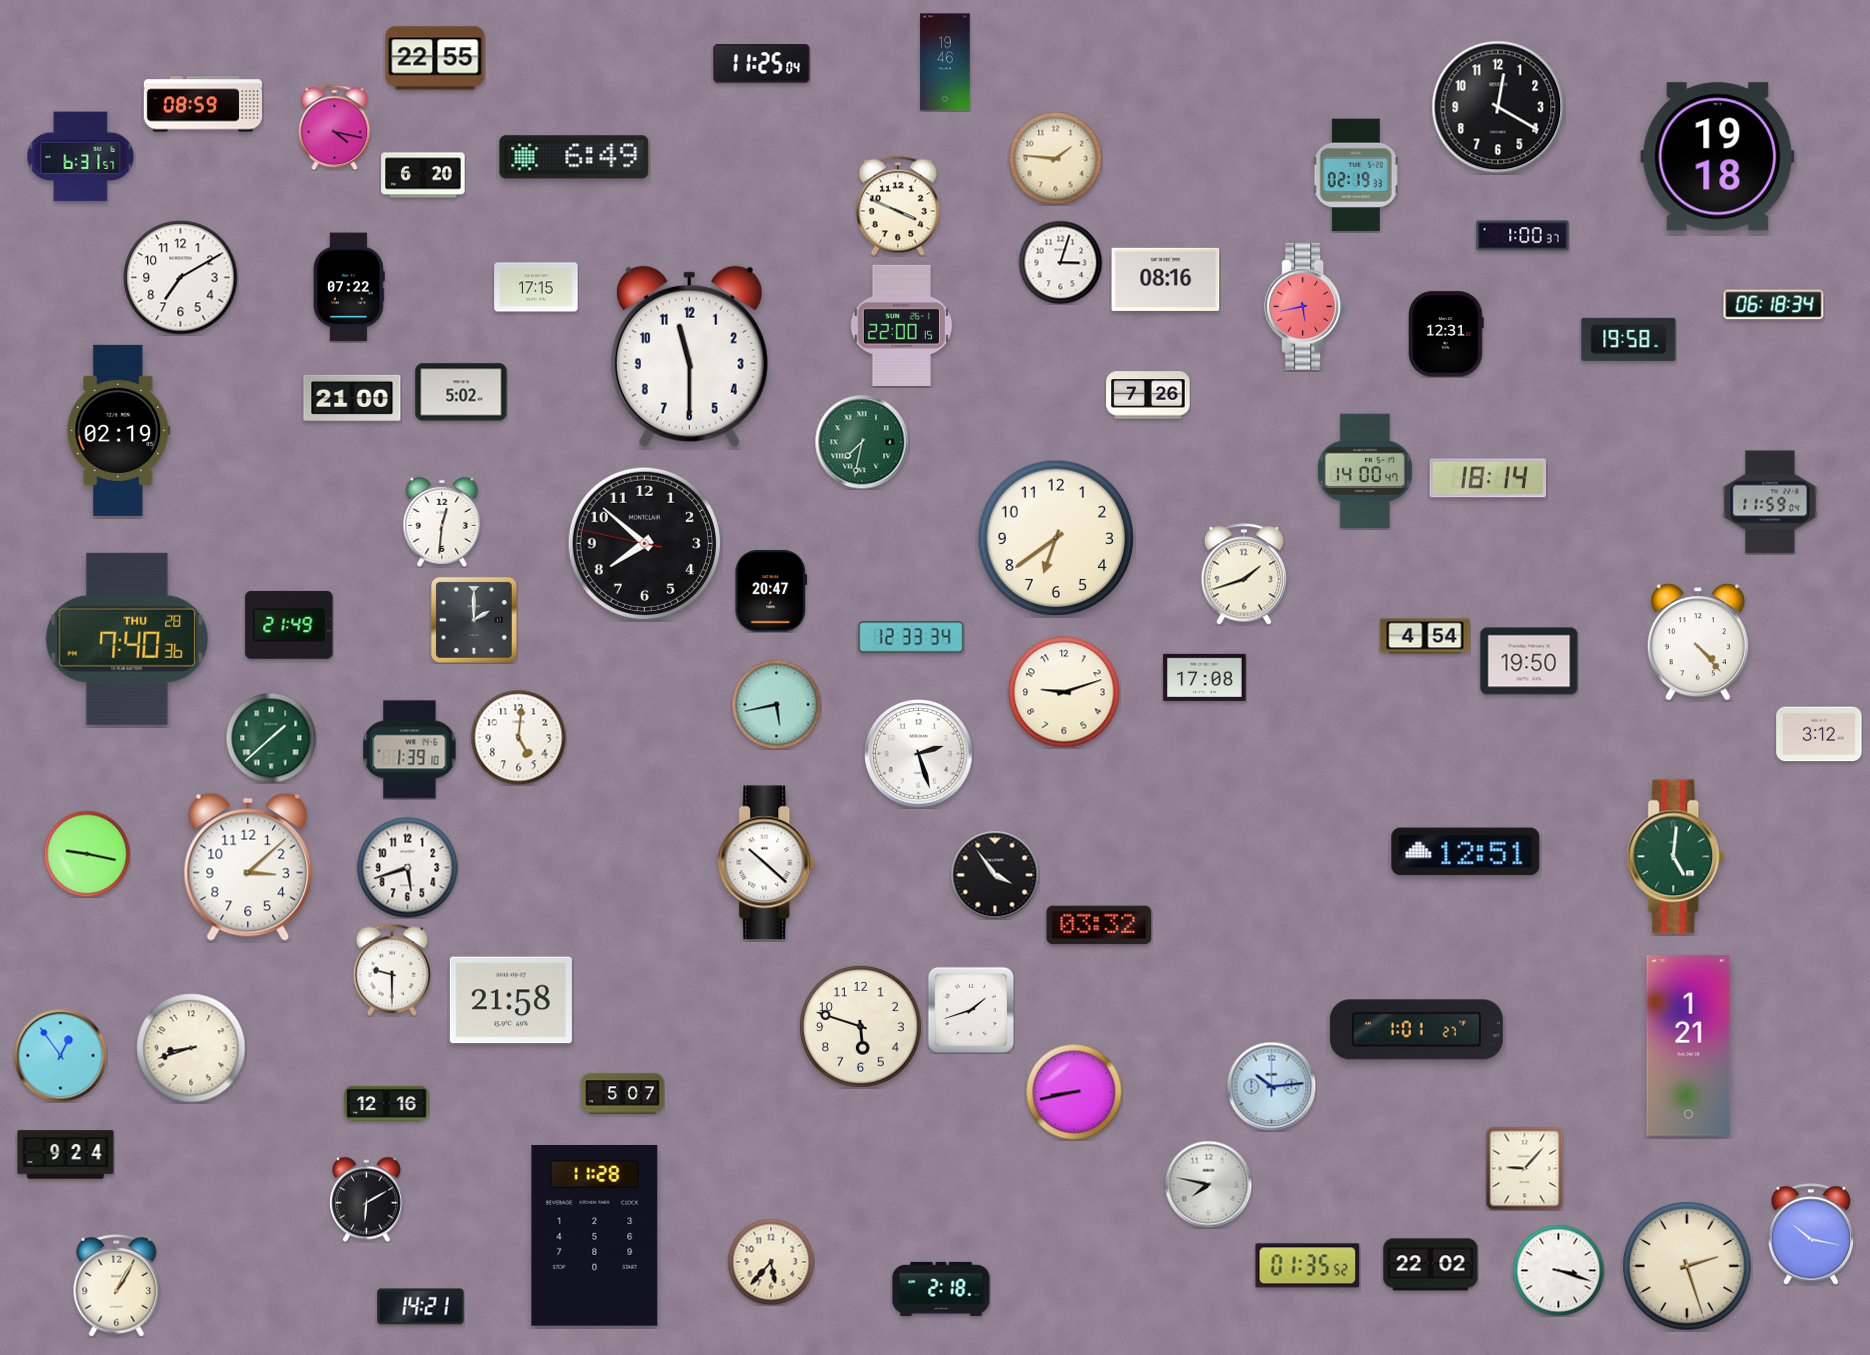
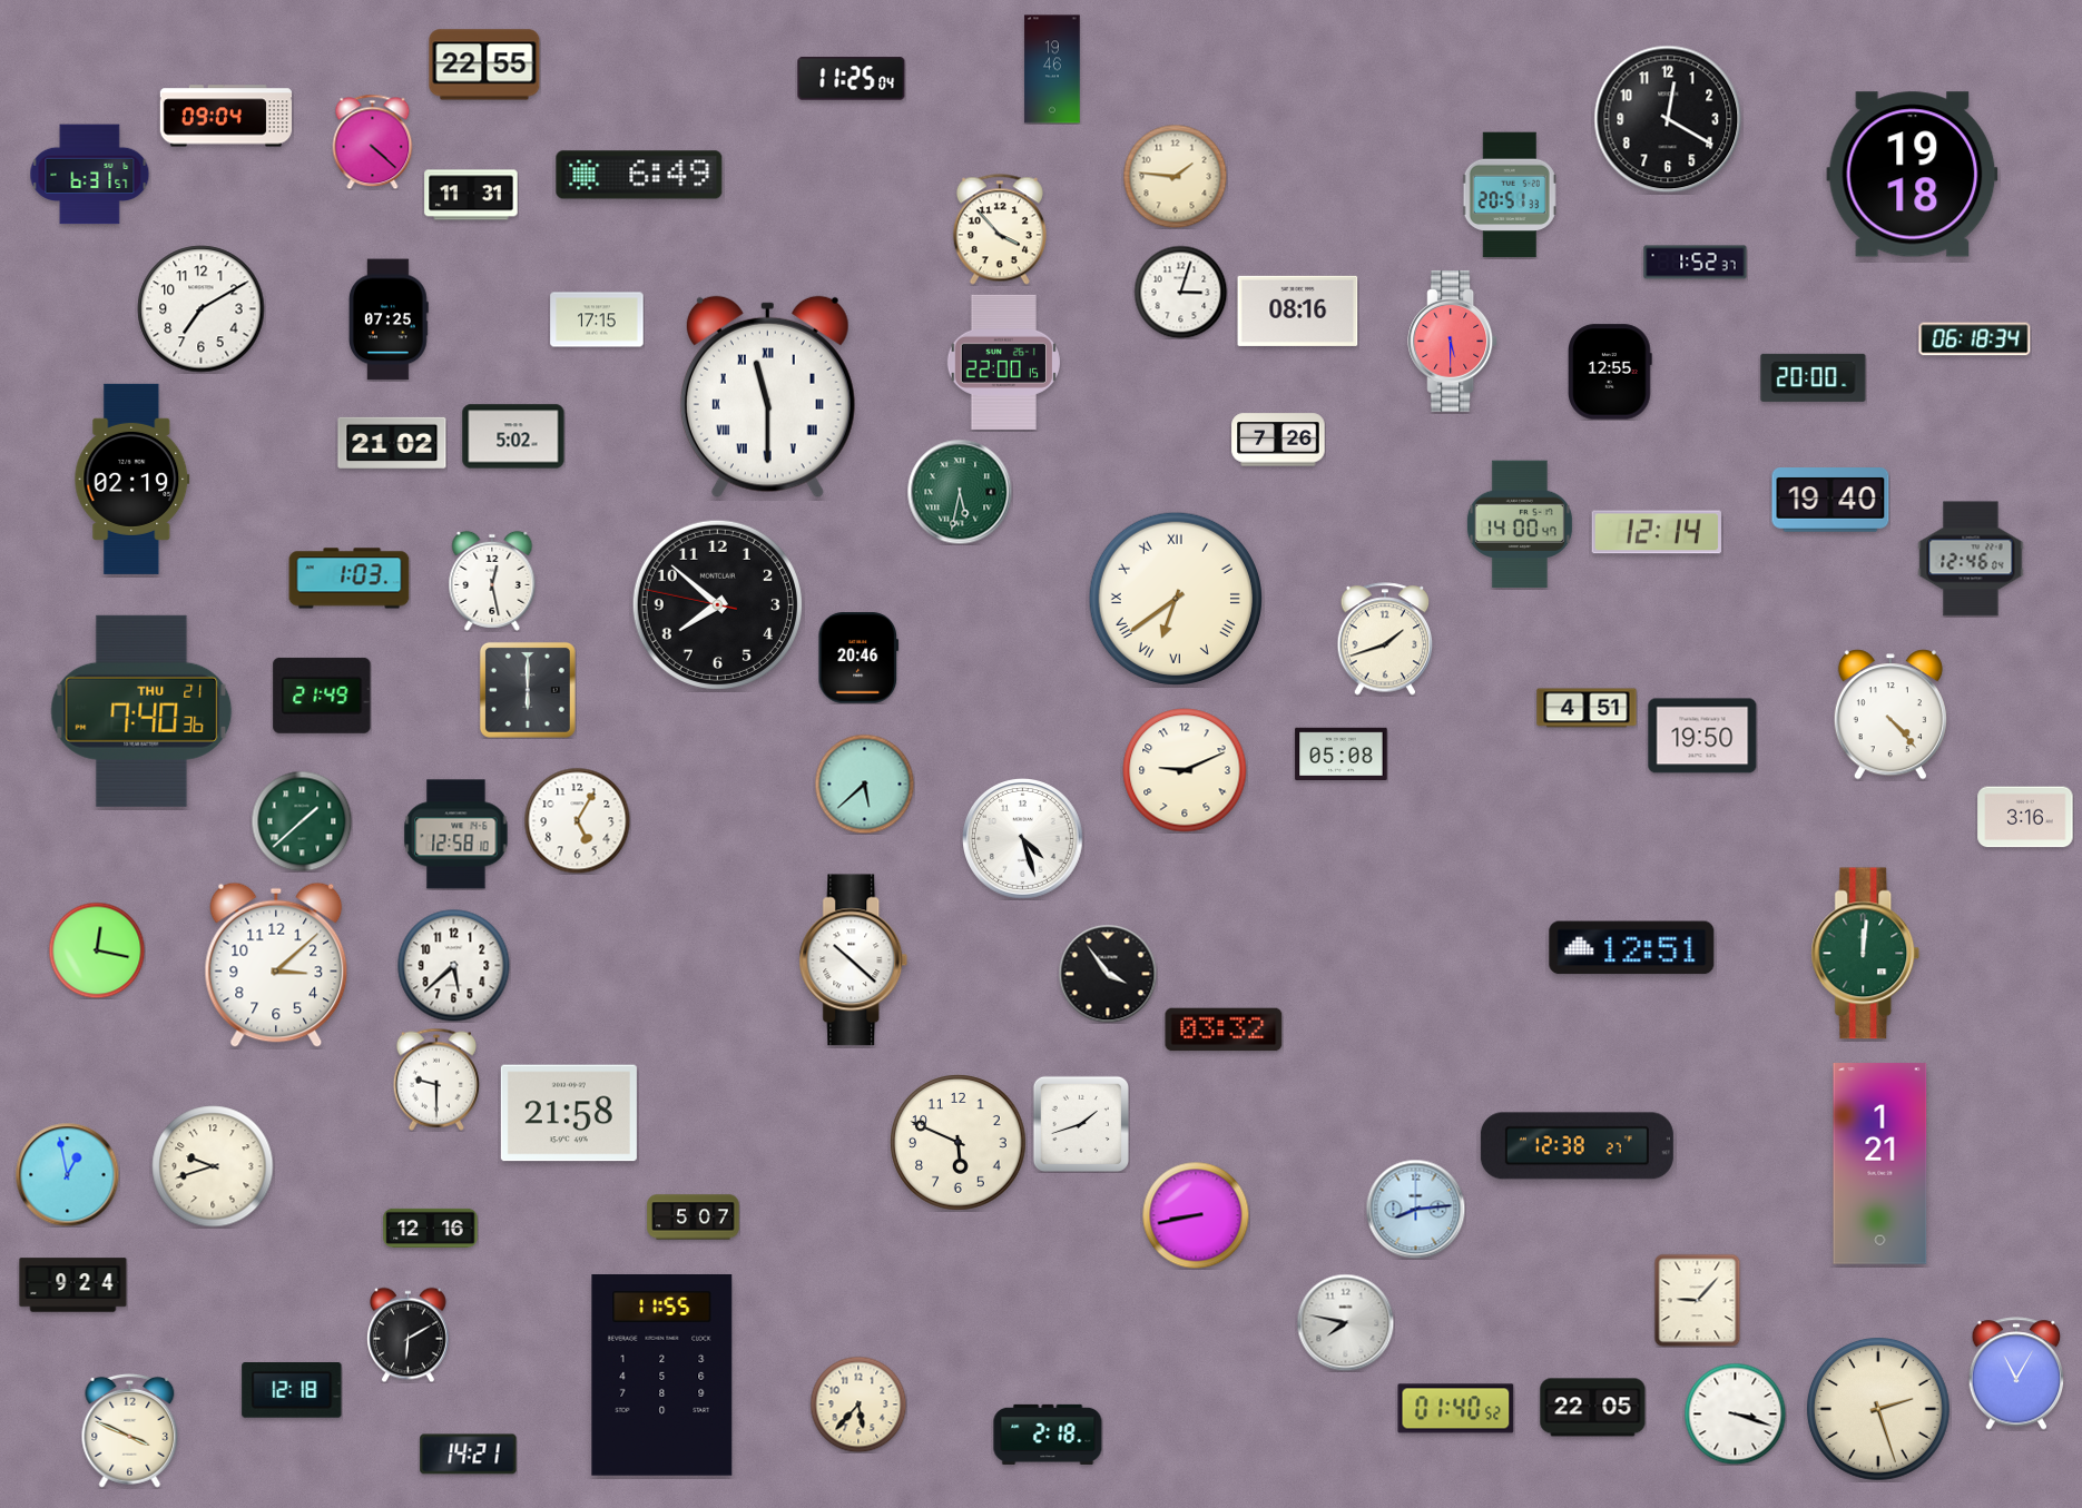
clock at (762, 64) position: (762, 64) -> (852, 79)
clock at (202, 104): 08:59 -> 09:04
clock at (335, 127): 4:17 -> 4:22
clock at (423, 175): 6:20 -> 11:31
clock at (1356, 175): 02:19 -> 20:51
clock at (898, 206): 3:49 -> 3:53
clock at (1523, 236): 1:00 -> 1:52
clock at (349, 287): 07:22 -> 07:25
clock at (1305, 306): 5:43 -> 5:30
clock at (1446, 334): 12:31 -> 12:55
clock at (1629, 339): 19:58 -> 20:00
clock at (689, 357) numerals: Arabic -> Roman
clock at (352, 398): 21:00 -> 21:02
clock at (862, 442): 7:32 -> 5:32
clock at (1830, 500): none -> 19:40
clock at (1488, 478): 18:14 -> 12:14
clock at (1770, 502): 11:59 -> 12:46
clock at (350, 579): none -> 1:03
clock at (442, 522): 12:31 -> 12:28
clock at (1055, 537) numerals: Arabic -> Roman
clock at (771, 591): 20:47 -> 20:46
clock at (474, 620): 2:00 -> 6:00
clock at (1425, 636): 4:54 -> 4:51
clock at (911, 637): 12:33 -> none
clock at (127, 639) date: THU 28 -> THU 21
clock at (1205, 677): 17:08 -> 05:08
clock at (1064, 692): 9:12 -> 9:11
clock at (776, 704): 5:43 -> 5:38
clock at (1819, 734): 3:12 -> 3:16
clock at (518, 737): 5:01 -> 5:05
clock at (410, 750): 1:39 -> 12:58
clock at (919, 754): 2:27 -> 4:27
clock at (87, 854): 9:17 -> 12:17
clock at (1676, 857): 5:01 -> 12:01
clock at (408, 868): 5:42 -> 5:38
clock at (861, 1027): 5:48 -> 5:49
clock at (1416, 1030): 1:01 -> 12:38
clock at (191, 1048): 8:42 -> 9:42
clock at (60, 1055): 12:54 -> 12:58
clock at (1271, 1086): 10:14 -> 8:14
clock at (1208, 1184) position: (1208, 1184) -> (1345, 1322)
clock at (1811, 1234): 10:17 -> 11:05
clock at (595, 1236): 11:28 -> 11:55
clock at (292, 1391): none -> 12:18
clock at (1431, 1265): 22:02 -> 22:05
clock at (1308, 1266): 01:35 -> 01:40
clock at (117, 1285): 1:05 -> 3:49
